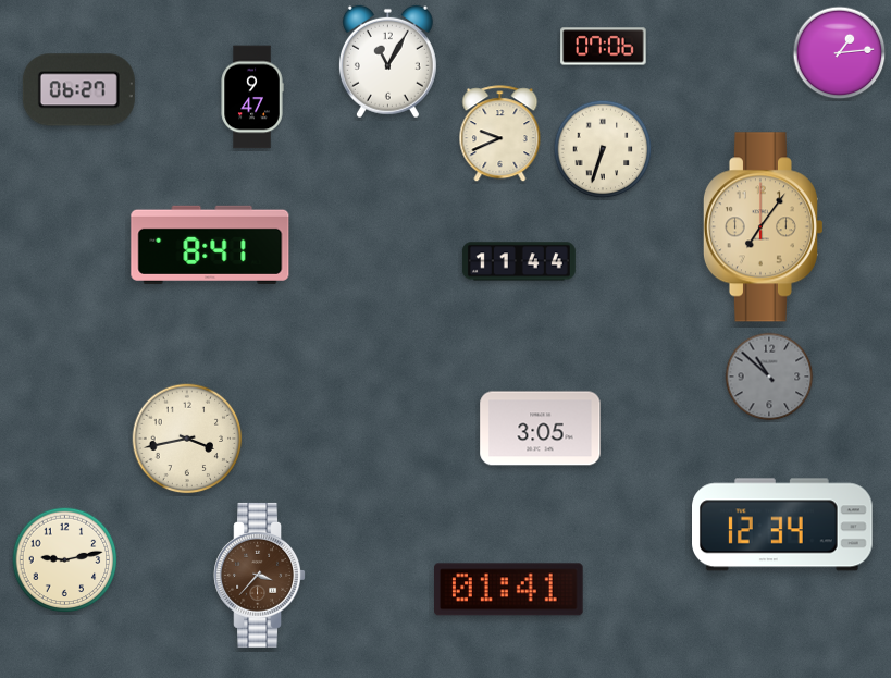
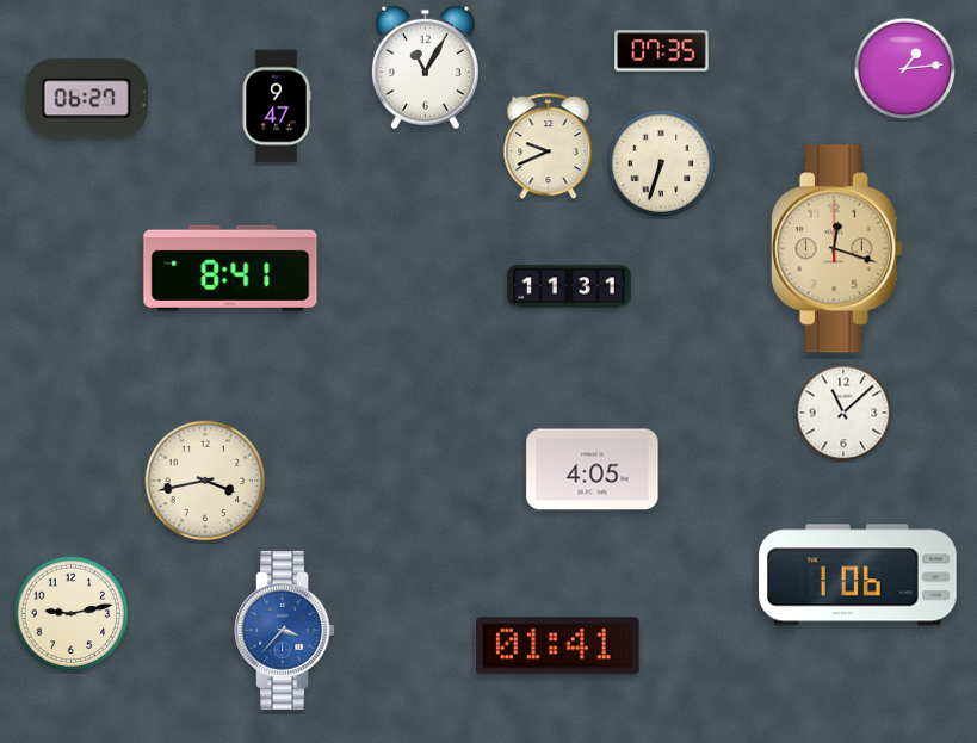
clock at (604, 47): 07:06 -> 07:35
clock at (840, 53) position: (840, 53) -> (905, 69)
clock at (763, 227): 7:06 -> 12:18
clock at (519, 261): 11:44 -> 11:31
clock at (769, 377): 10:52 -> 11:08
clock at (769, 377) dial: grey -> white
clock at (541, 429): 3:05 -> 4:05
clock at (783, 525): 12:34 -> 1:06
clock at (260, 575) dial: brown -> blue
